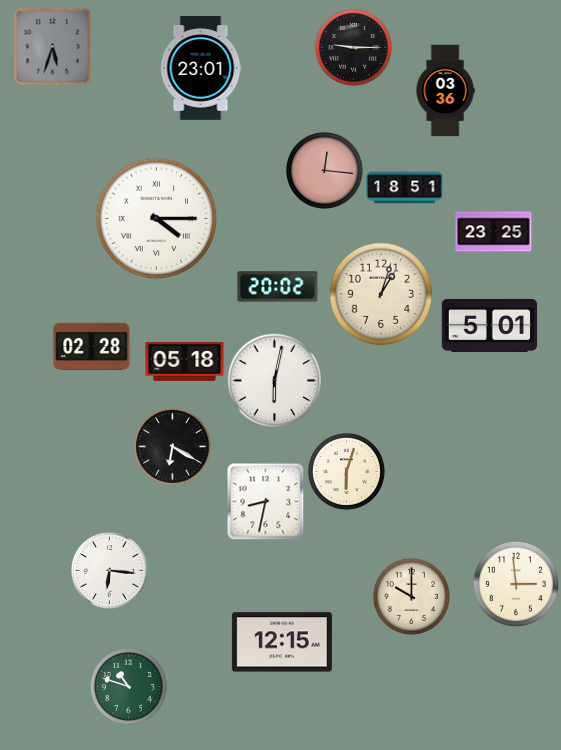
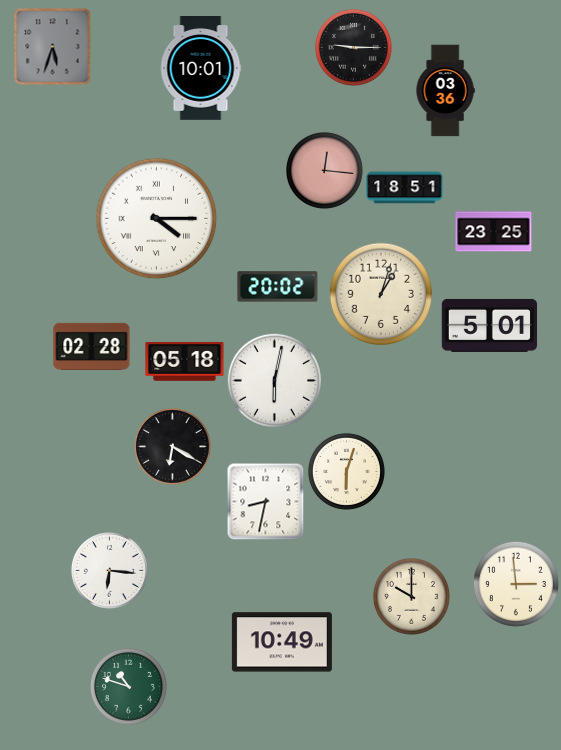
clock at (201, 69): 23:01 -> 10:01
clock at (282, 642): 12:15 -> 10:49
